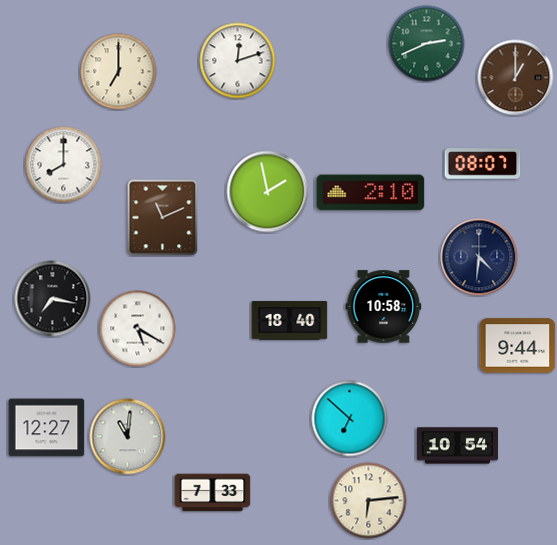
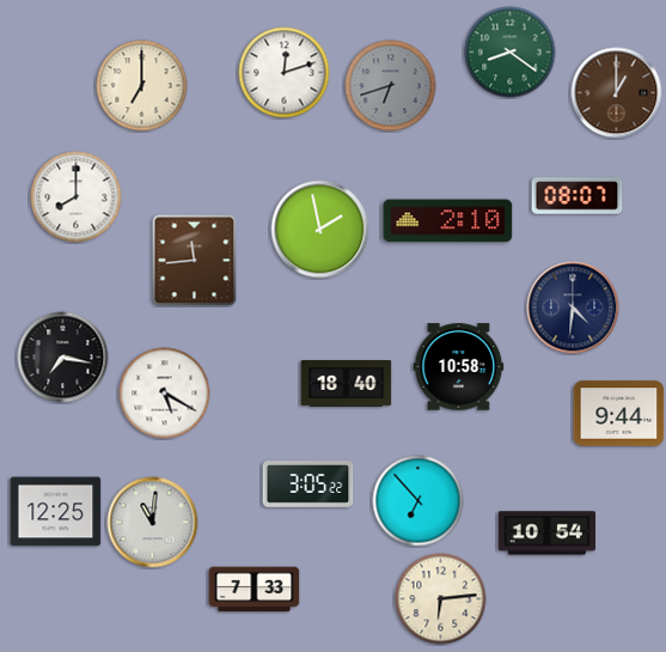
clock at (427, 44): 2:41 -> 8:21
clock at (391, 86): none -> 6:42
clock at (371, 193) position: (371, 193) -> (448, 221)
clock at (163, 218): 11:11 -> 11:44
clock at (308, 485): none -> 3:05
clock at (350, 419): 6:52 -> 6:53
clock at (47, 428): 12:27 -> 12:25
